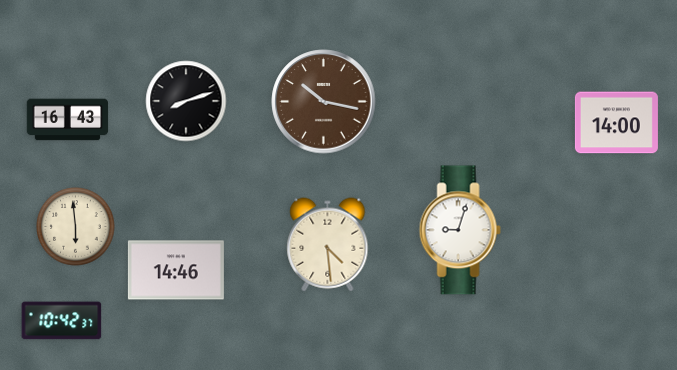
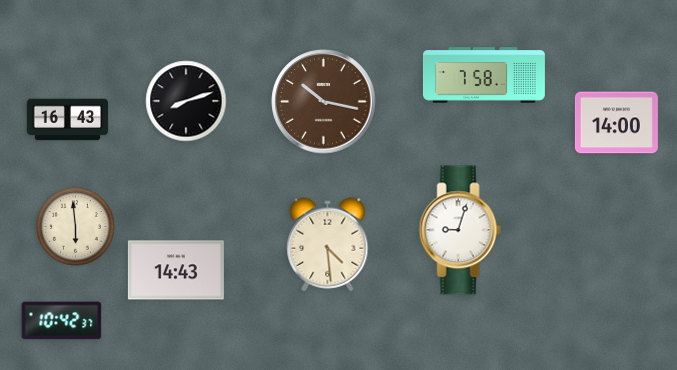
clock at (484, 75): none -> 7:58
clock at (176, 270): 14:46 -> 14:43
